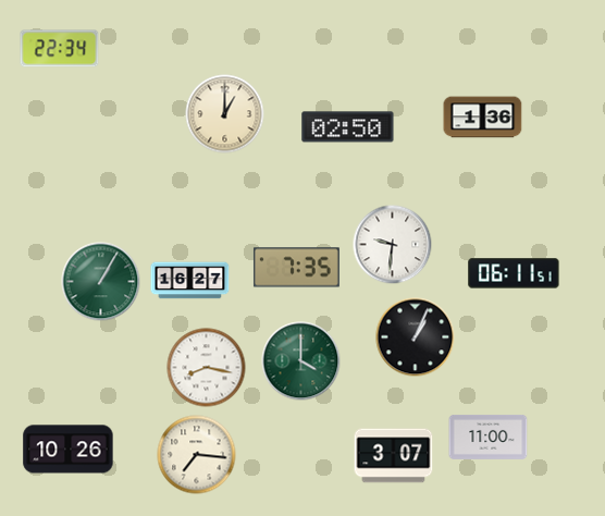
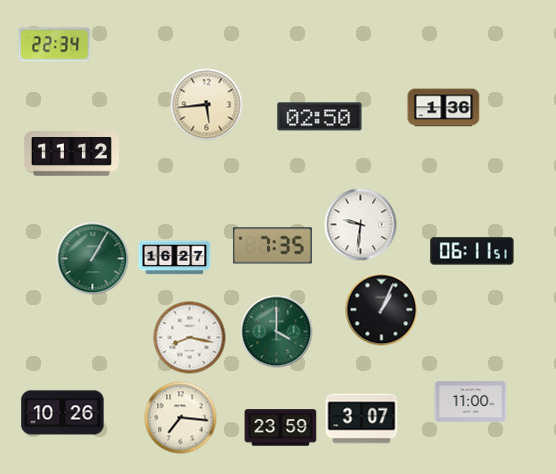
clock at (225, 114): 1:00 -> 5:44
clock at (71, 154): none -> 11:12
clock at (489, 437) position: (489, 437) -> (471, 401)
clock at (281, 428): none -> 23:59
